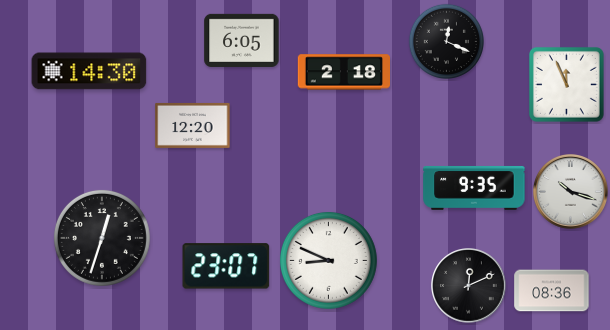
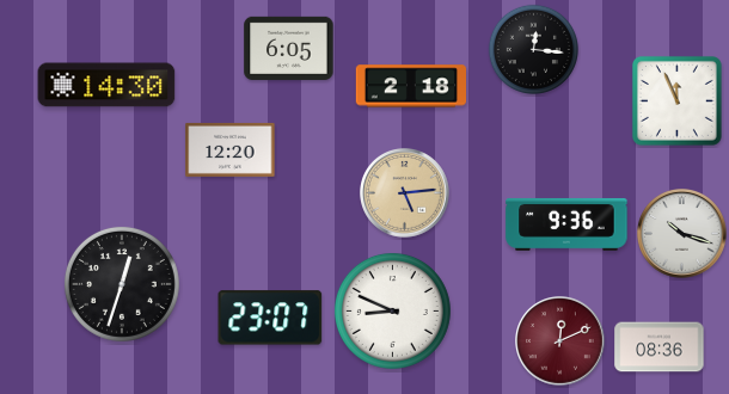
clock at (446, 41): 12:19 -> 12:16
clock at (405, 193): none -> 5:14
clock at (474, 188): 9:35 -> 9:36
clock at (571, 192) position: (571, 192) -> (682, 234)
clock at (469, 286) dial: black -> burgundy
